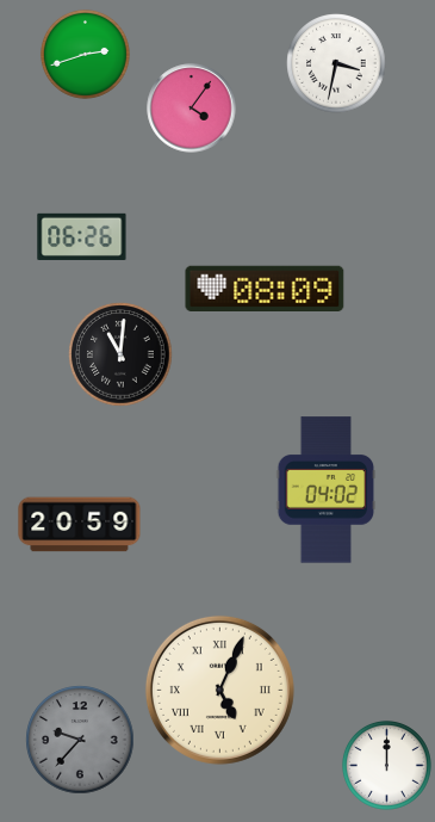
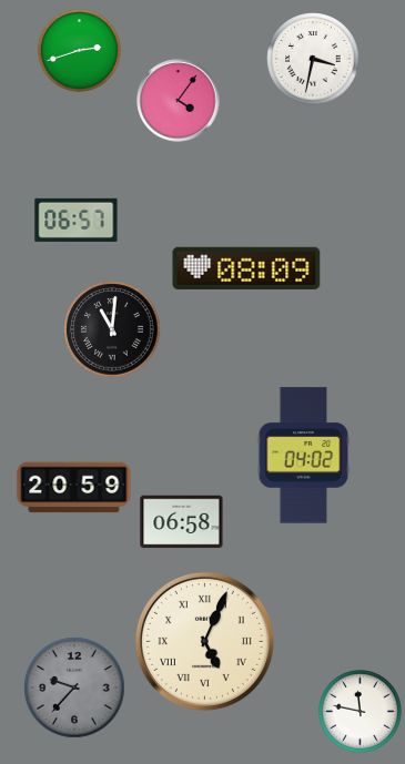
clock at (82, 236): 06:26 -> 06:57
clock at (182, 522): none -> 06:58
clock at (386, 765): 12:00 -> 11:47
